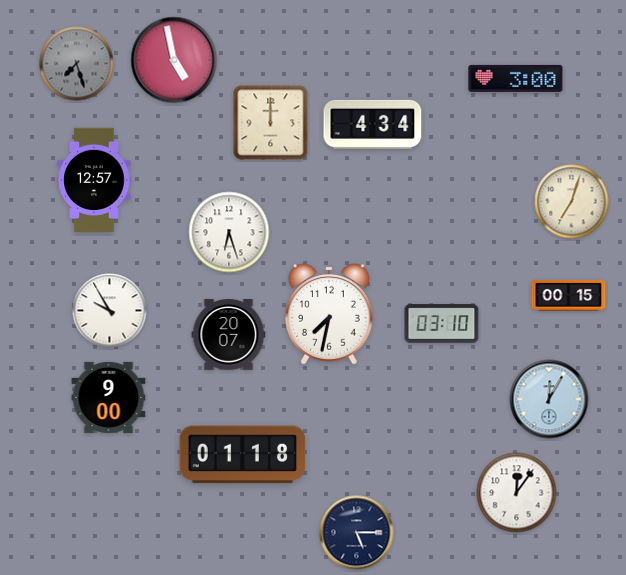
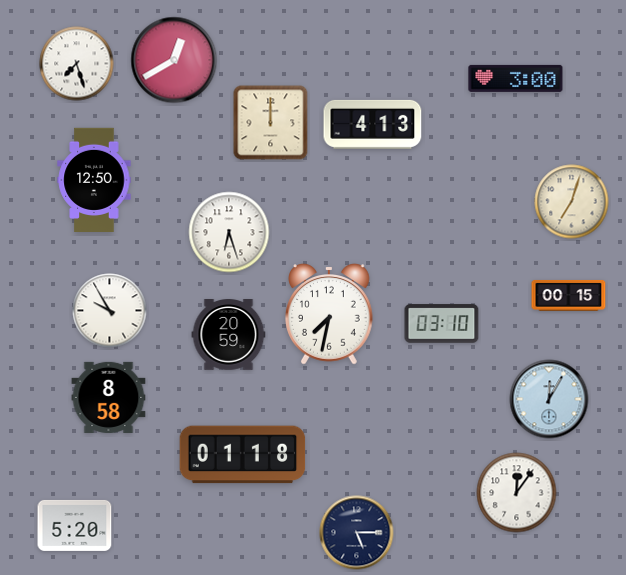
clock at (174, 60): 4:58 -> 12:40
clock at (77, 64) dial: grey -> white
clock at (373, 124): 4:34 -> 4:13
clock at (94, 180): 12:57 -> 12:50
clock at (229, 335): 20:07 -> 20:59
clock at (109, 397): 9:00 -> 8:58
clock at (75, 525): none -> 5:20
